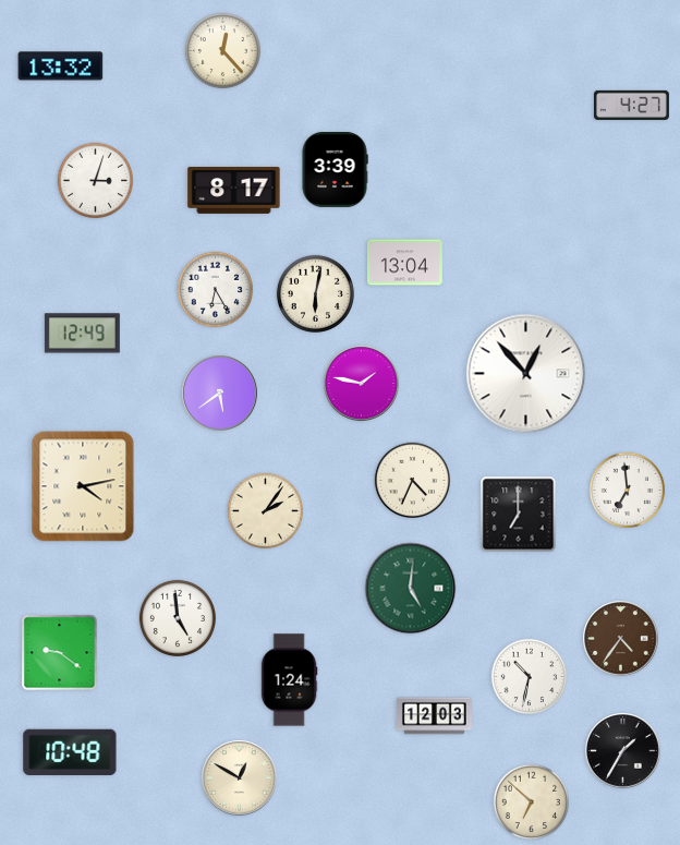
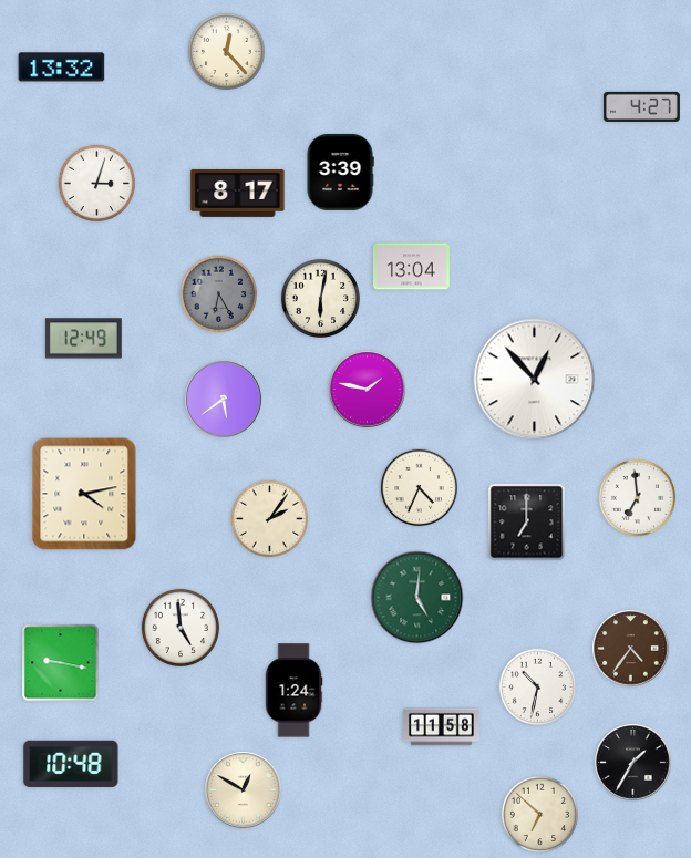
clock at (216, 290) dial: white -> grey
clock at (60, 653): 9:21 -> 9:17
clock at (434, 716): 12:03 -> 11:58
